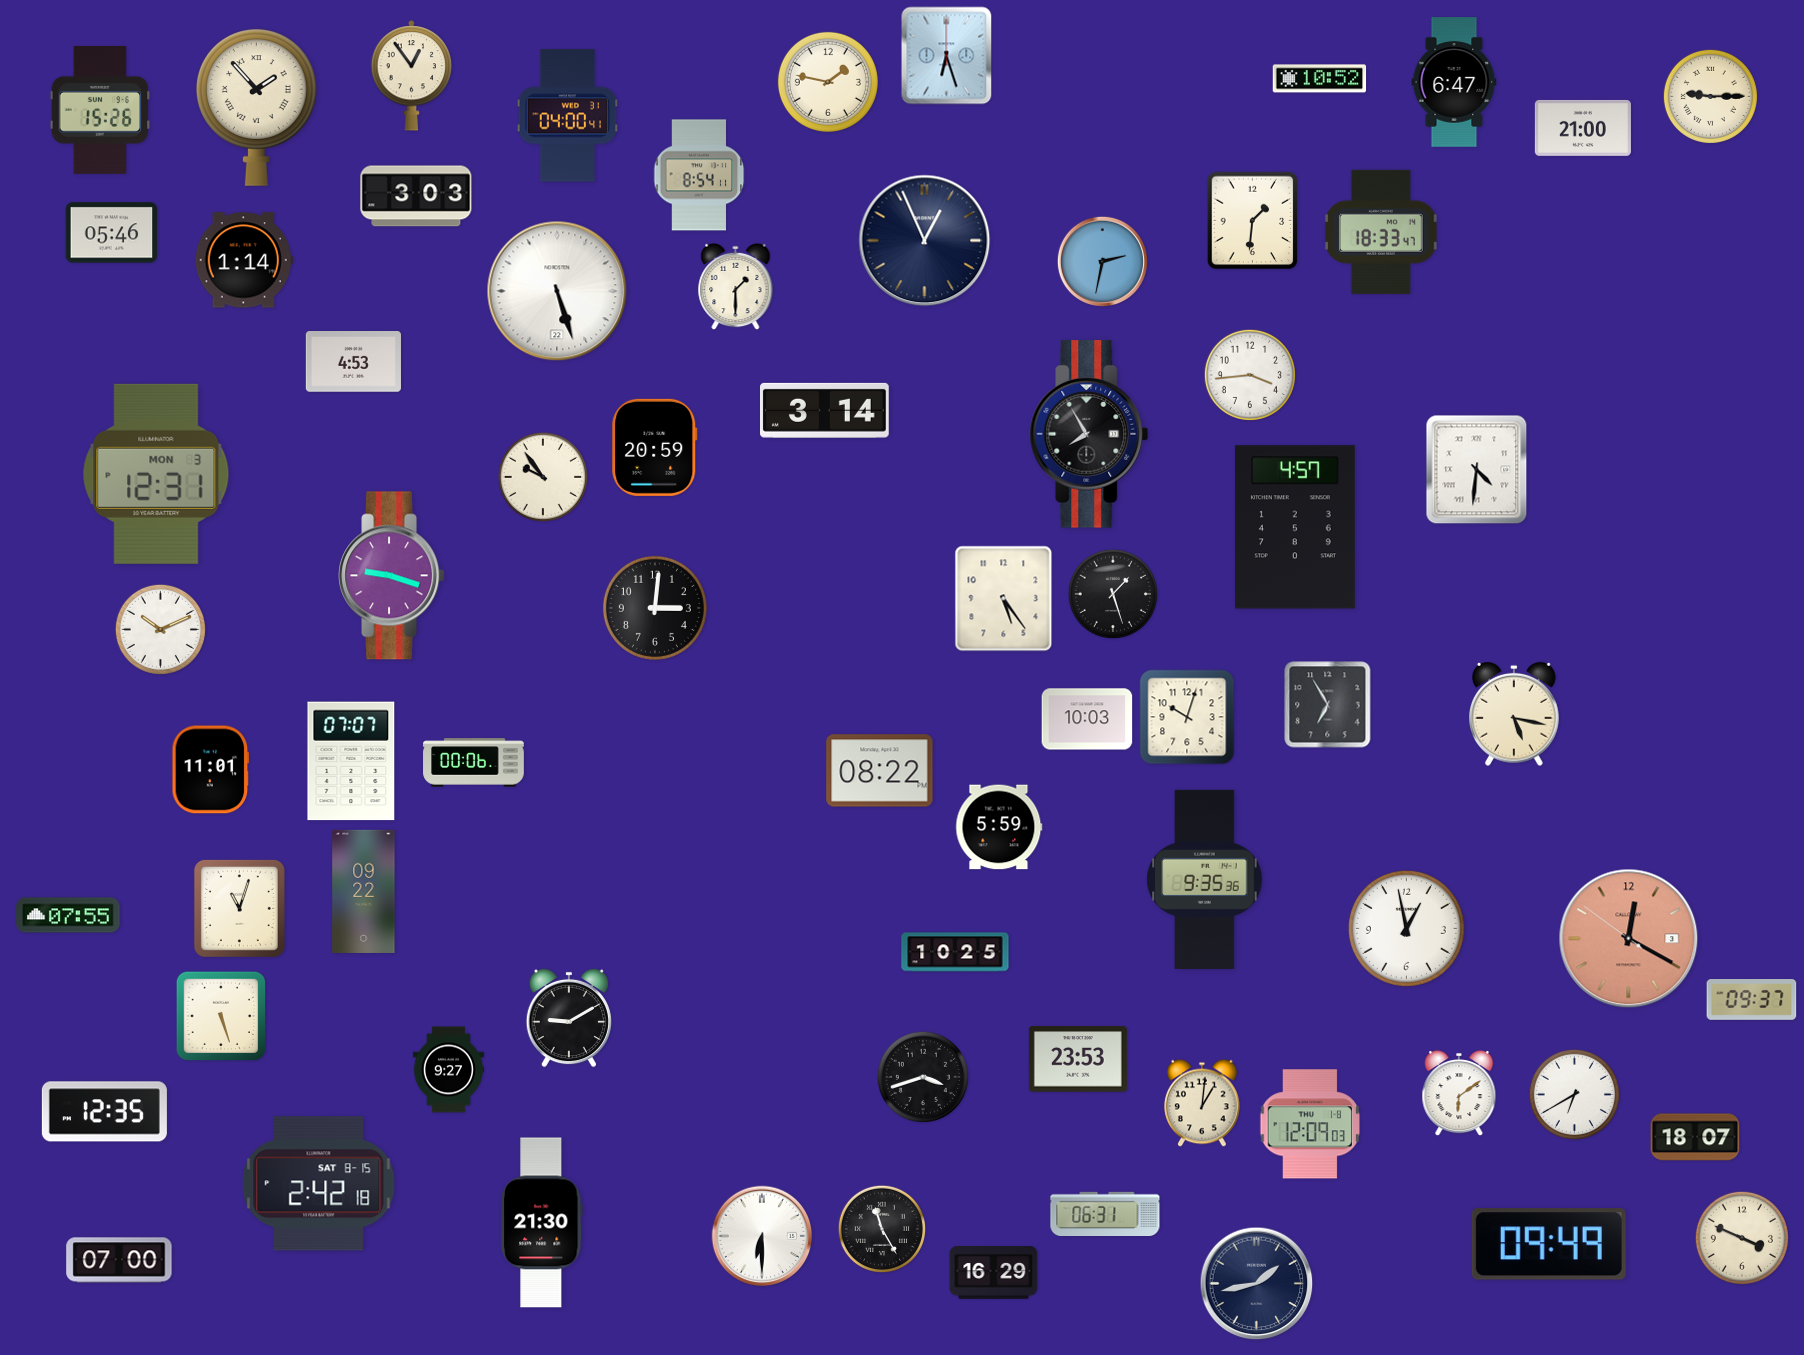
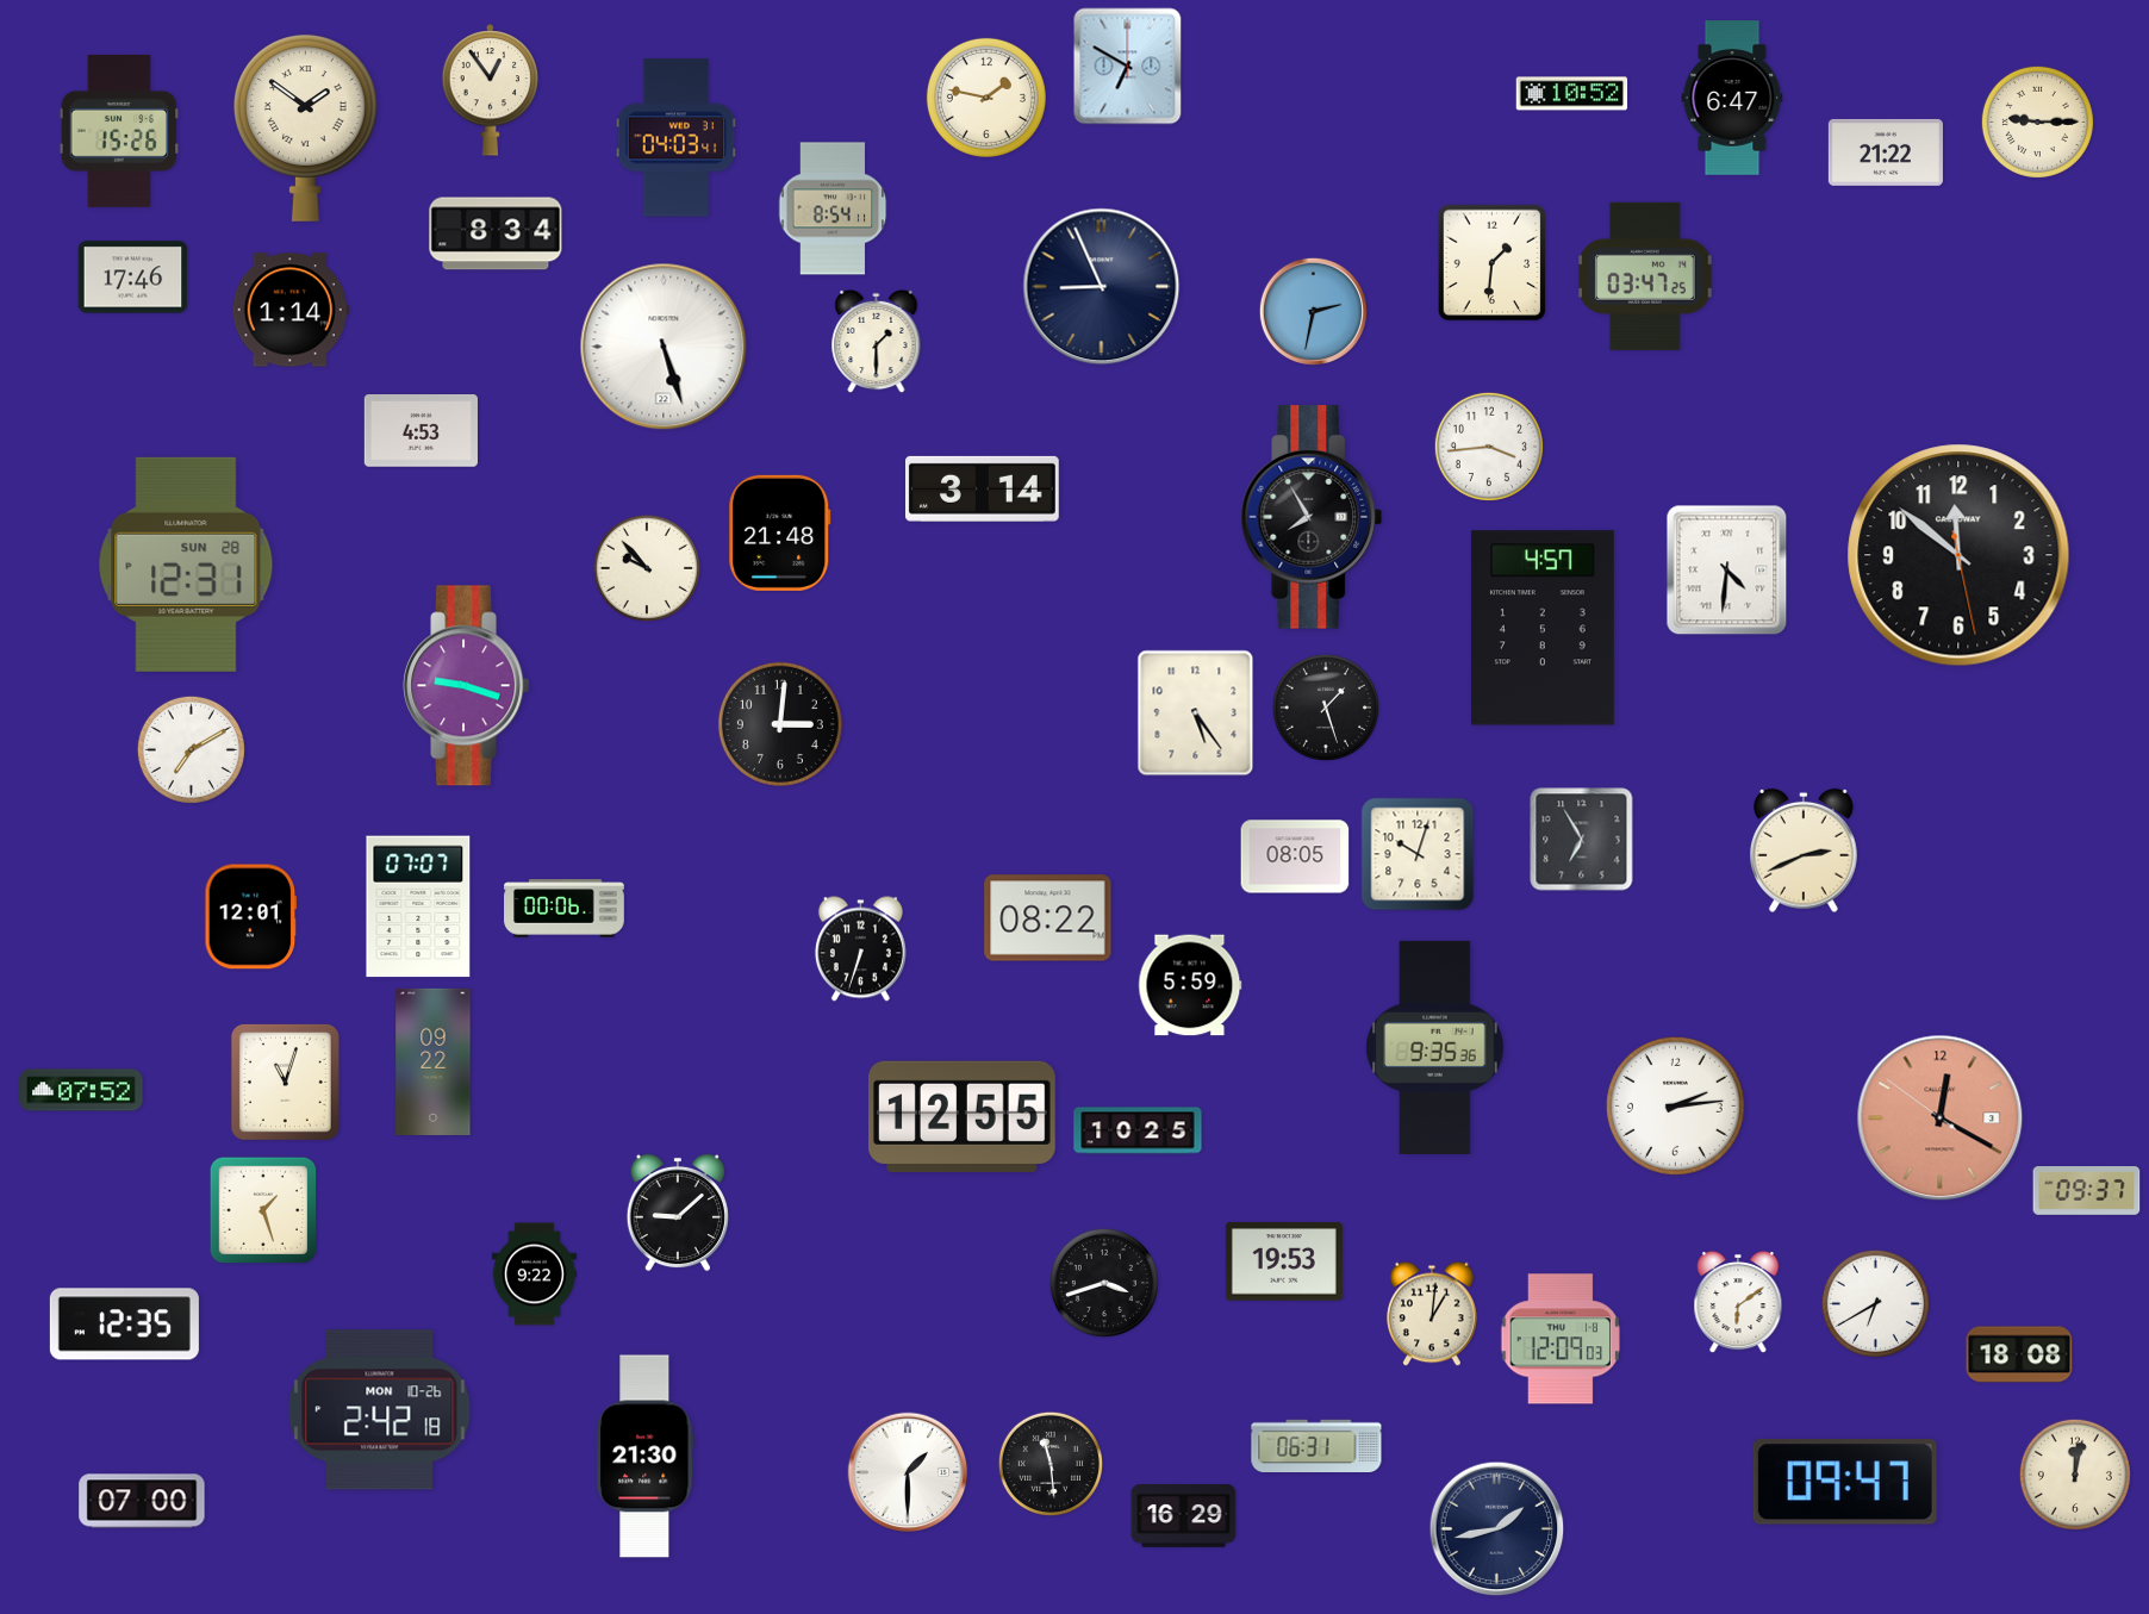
clock at (947, 56): 6:27 -> 6:50
clock at (1710, 96) position: (1710, 96) -> (2037, 121)
clock at (257, 107): 1:53 -> 1:51
clock at (568, 116): 04:00 -> 04:03
clock at (1583, 128): 21:00 -> 21:22
clock at (416, 196): 3:03 -> 8:34
clock at (1381, 232): 18:33 -> 03:47
clock at (112, 233): 05:46 -> 17:46
clock at (925, 241): 12:56 -> 8:56
clock at (1089, 434) position: (1089, 434) -> (1312, 517)
clock at (655, 447): 20:59 -> 21:48
clock at (1958, 555): none -> 11:51
clock at (1477, 470) position: (1477, 470) -> (1727, 571)
clock at (156, 474) date: MON 3 -> SUN 28
clock at (543, 477): 9:54 -> 9:53
clock at (160, 629): 10:11 -> 7:10
clock at (1515, 714): 5:17 -> 2:41
clock at (1187, 717) position: (1187, 717) -> (1418, 854)
clock at (1087, 719): 10:03 -> 08:05
clock at (211, 770): 11:01 -> 12:01
clock at (860, 949): none -> 6:33
clock at (68, 915): 07:55 -> 07:52
clock at (1406, 928): 12:58 -> 2:14
clock at (961, 1116): none -> 12:55
clock at (955, 952) position: (955, 952) -> (1138, 1130)
clock at (221, 1016): 5:27 -> 1:27
clock at (569, 1018): 9:10 -> 9:08
clock at (1078, 1059): 23:53 -> 19:53
clock at (448, 1070): 9:27 -> 9:22
clock at (923, 1077) position: (923, 1077) -> (1104, 1283)
clock at (1695, 1137): 18:07 -> 18:08
clock at (319, 1184) date: SAT 8-15 -> MON 10-26
clock at (881, 1228): 11:25 -> 11:29
clock at (762, 1236): 6:30 -> 1:30
clock at (1742, 1238): 3:49 -> 12:02
clock at (1549, 1244): 09:49 -> 09:47
